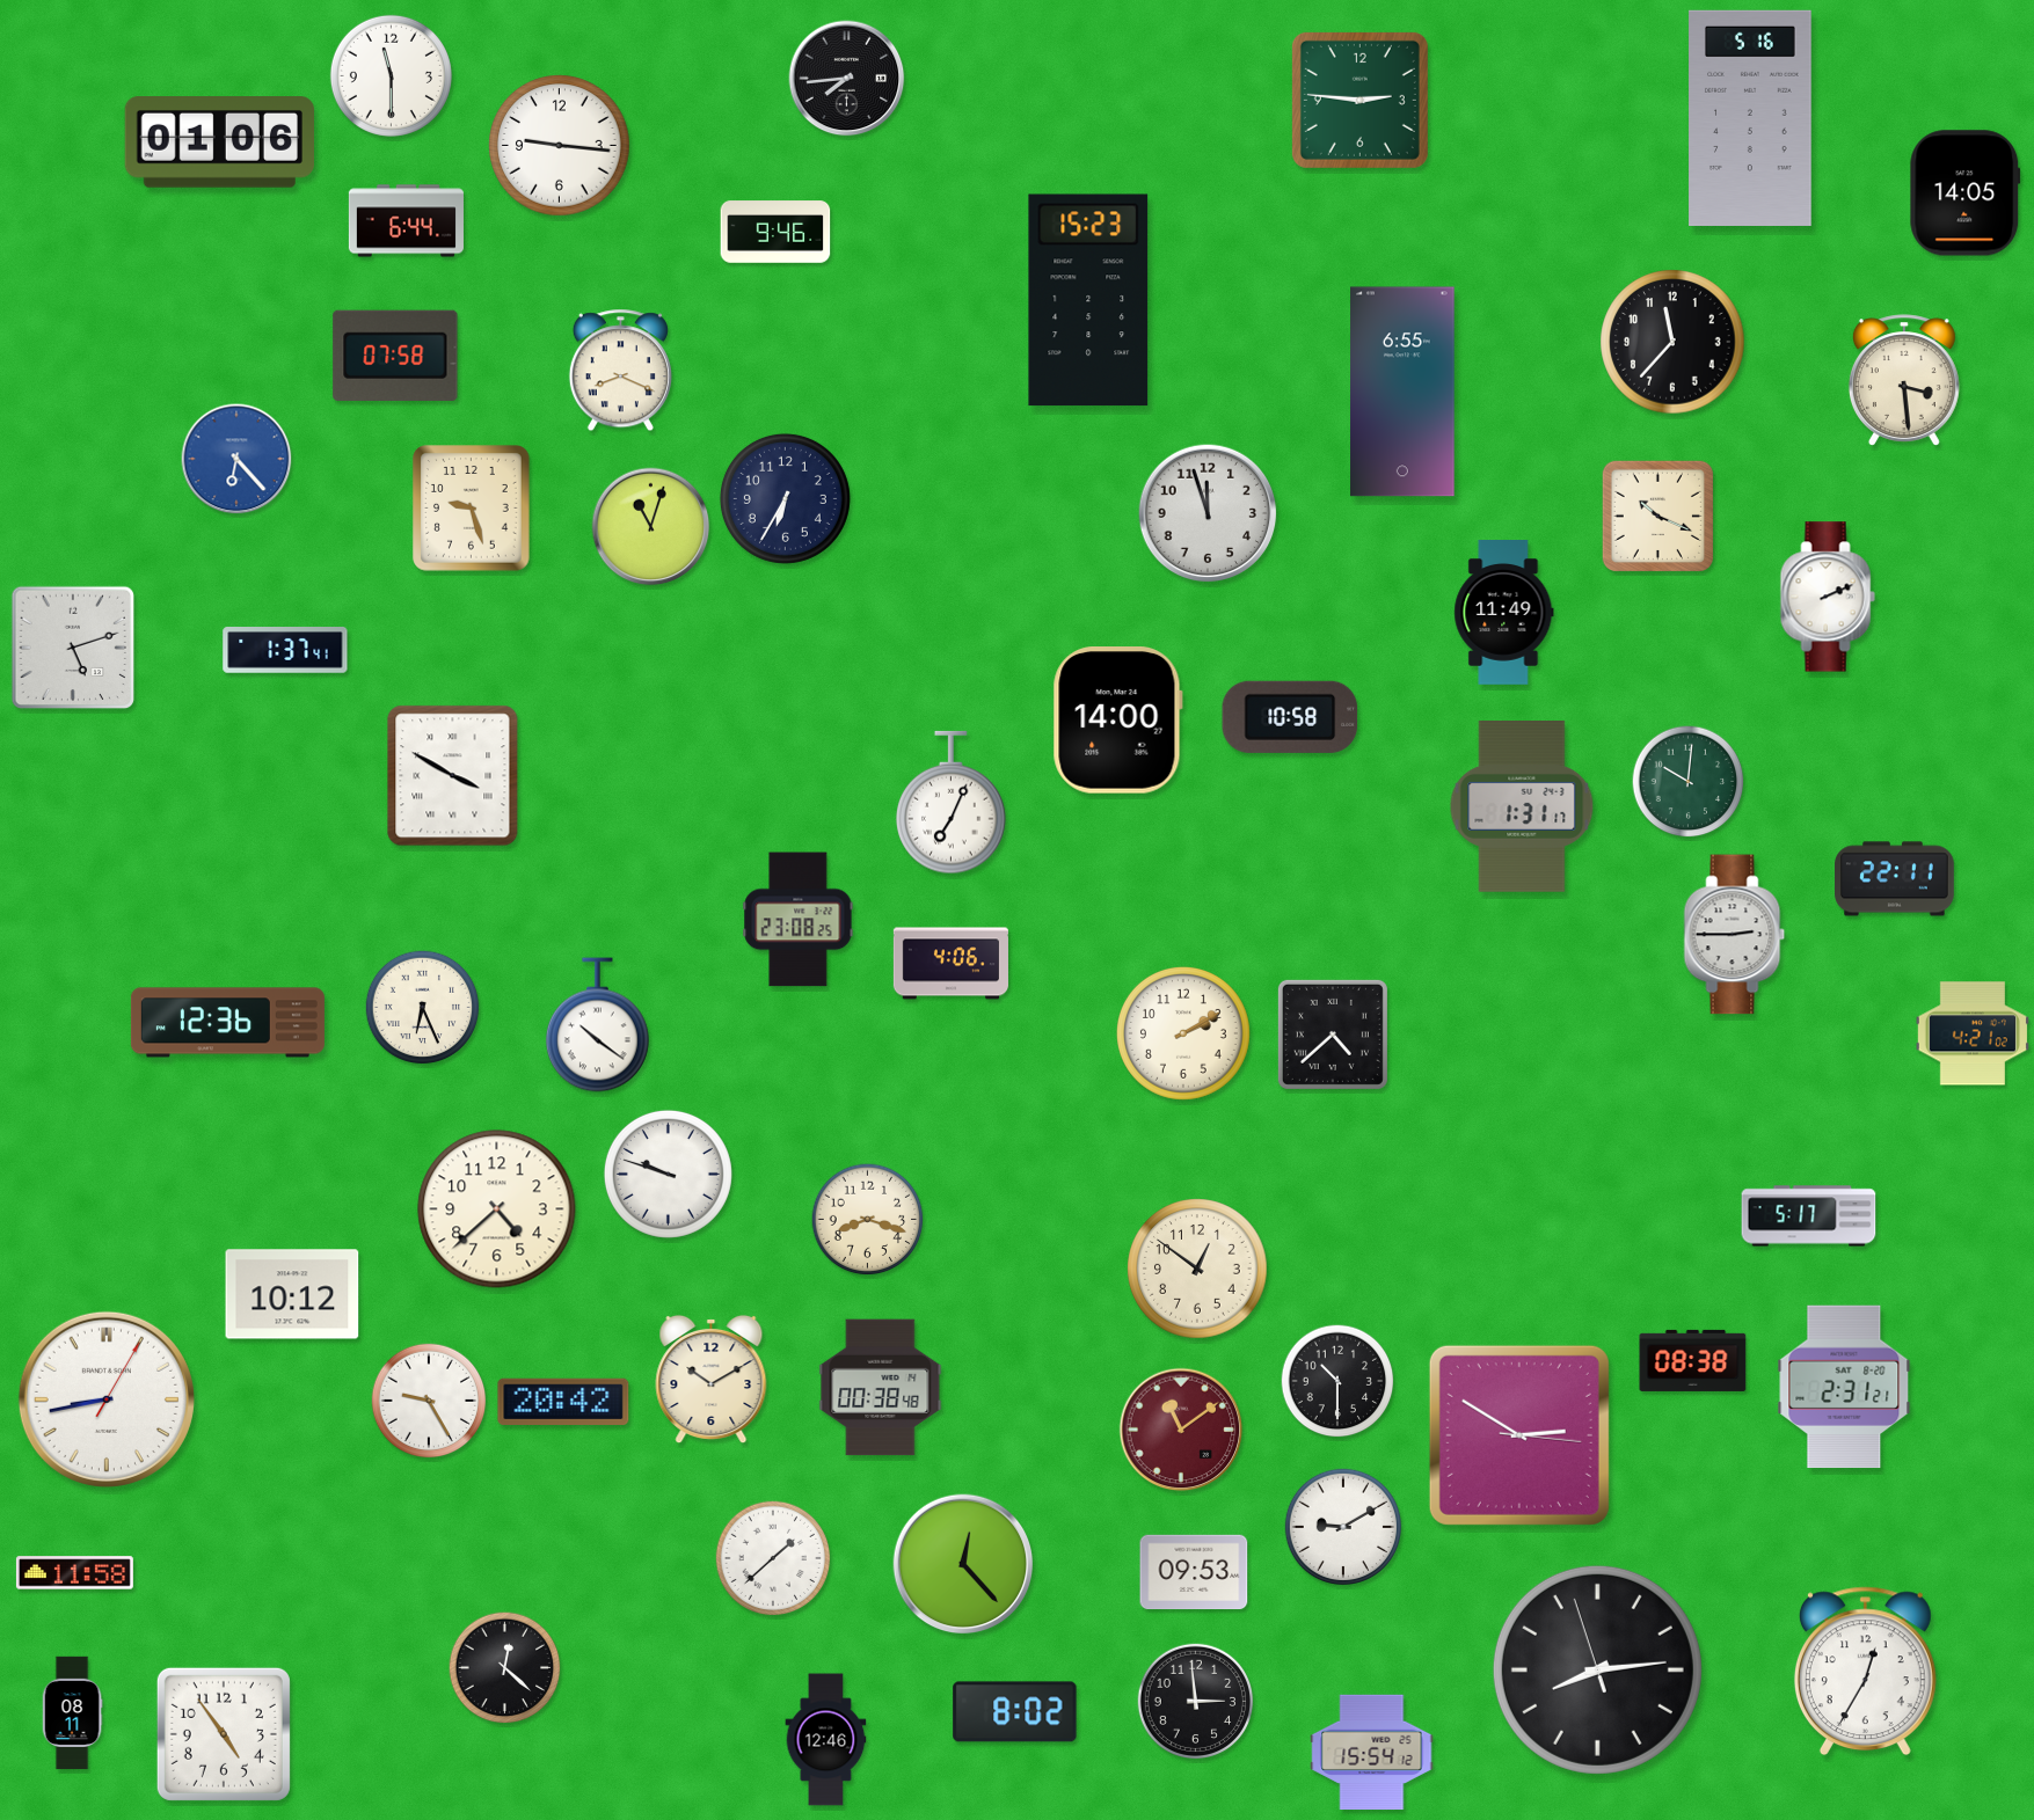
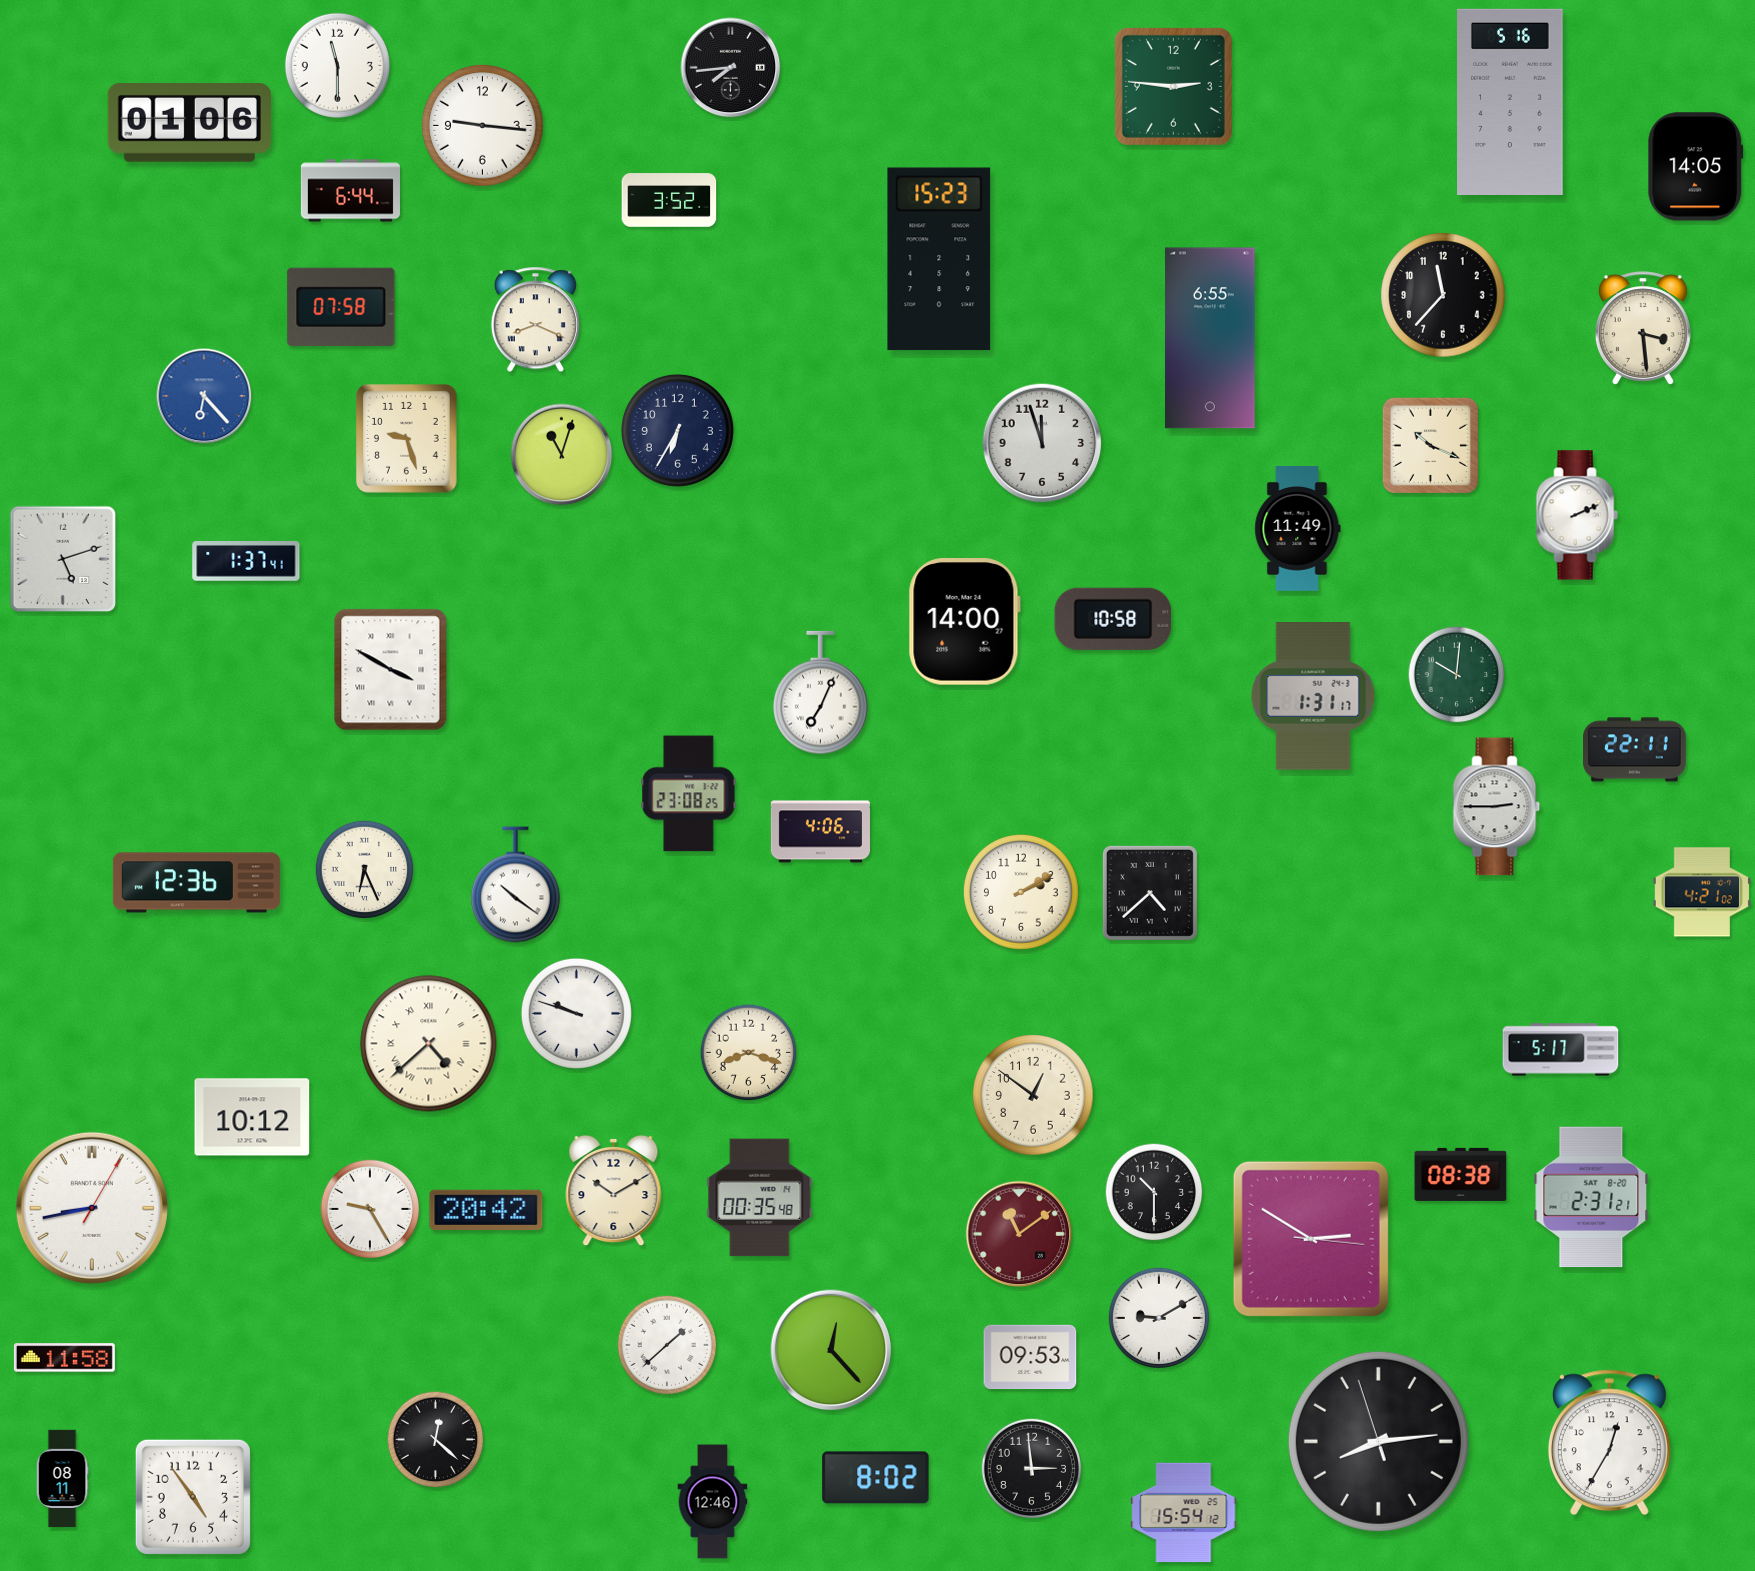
clock at (775, 232): 9:46 -> 3:52
clock at (1895, 879) position: (1895, 879) -> (1635, 750)
clock at (497, 1209) numerals: Arabic -> Roman
clock at (881, 1388): 00:38 -> 00:35
